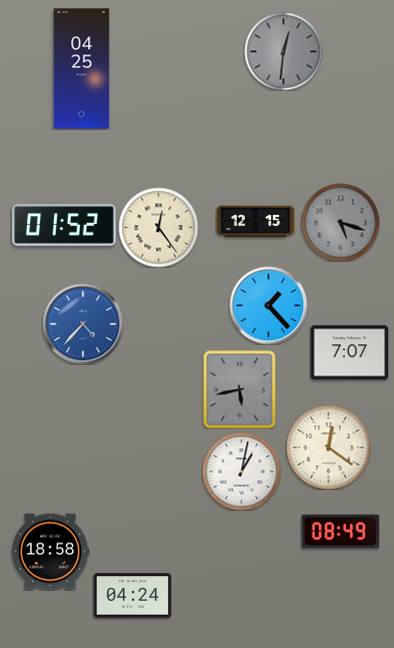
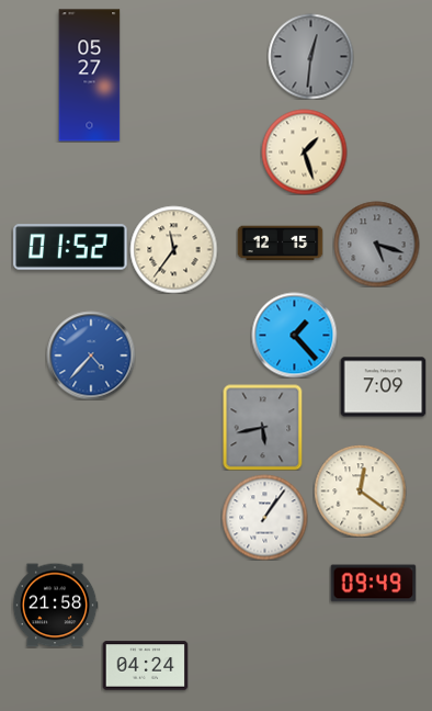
clock at (82, 69): 04:25 -> 05:27
clock at (304, 151): none -> 1:27
clock at (340, 222) position: (340, 222) -> (376, 244)
clock at (158, 227): 12:24 -> 11:36
clock at (349, 353): 7:07 -> 7:09
clock at (241, 471): 1:02 -> 1:06
clock at (340, 532): 08:49 -> 09:49
clock at (50, 552): 18:58 -> 21:58
clock at (132, 596) position: (132, 596) -> (145, 666)
